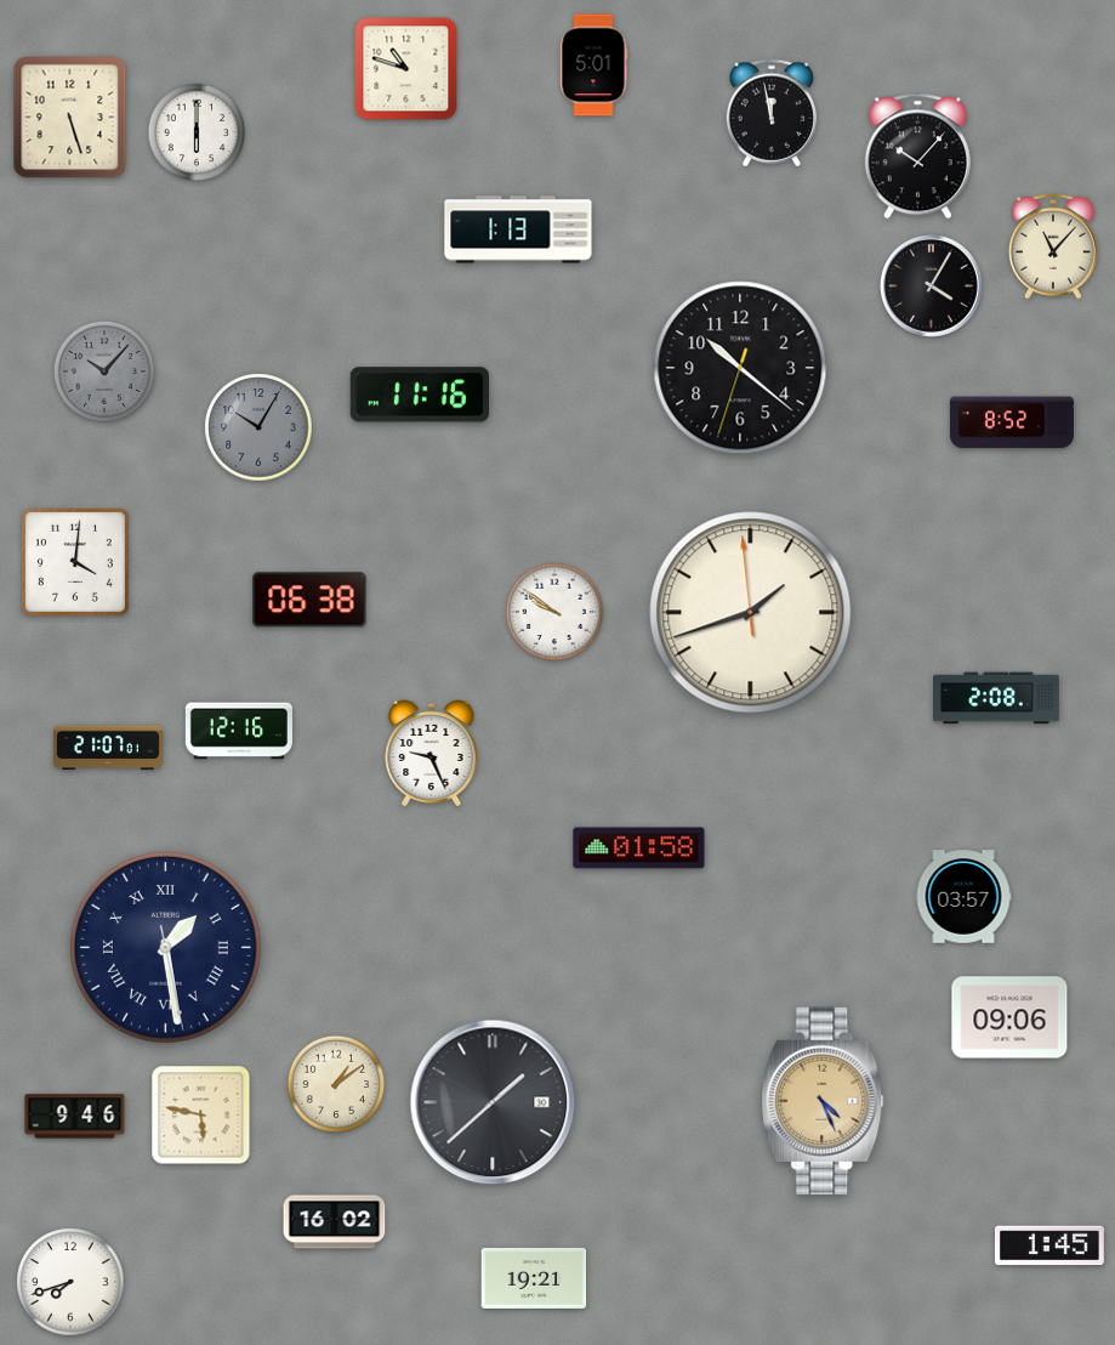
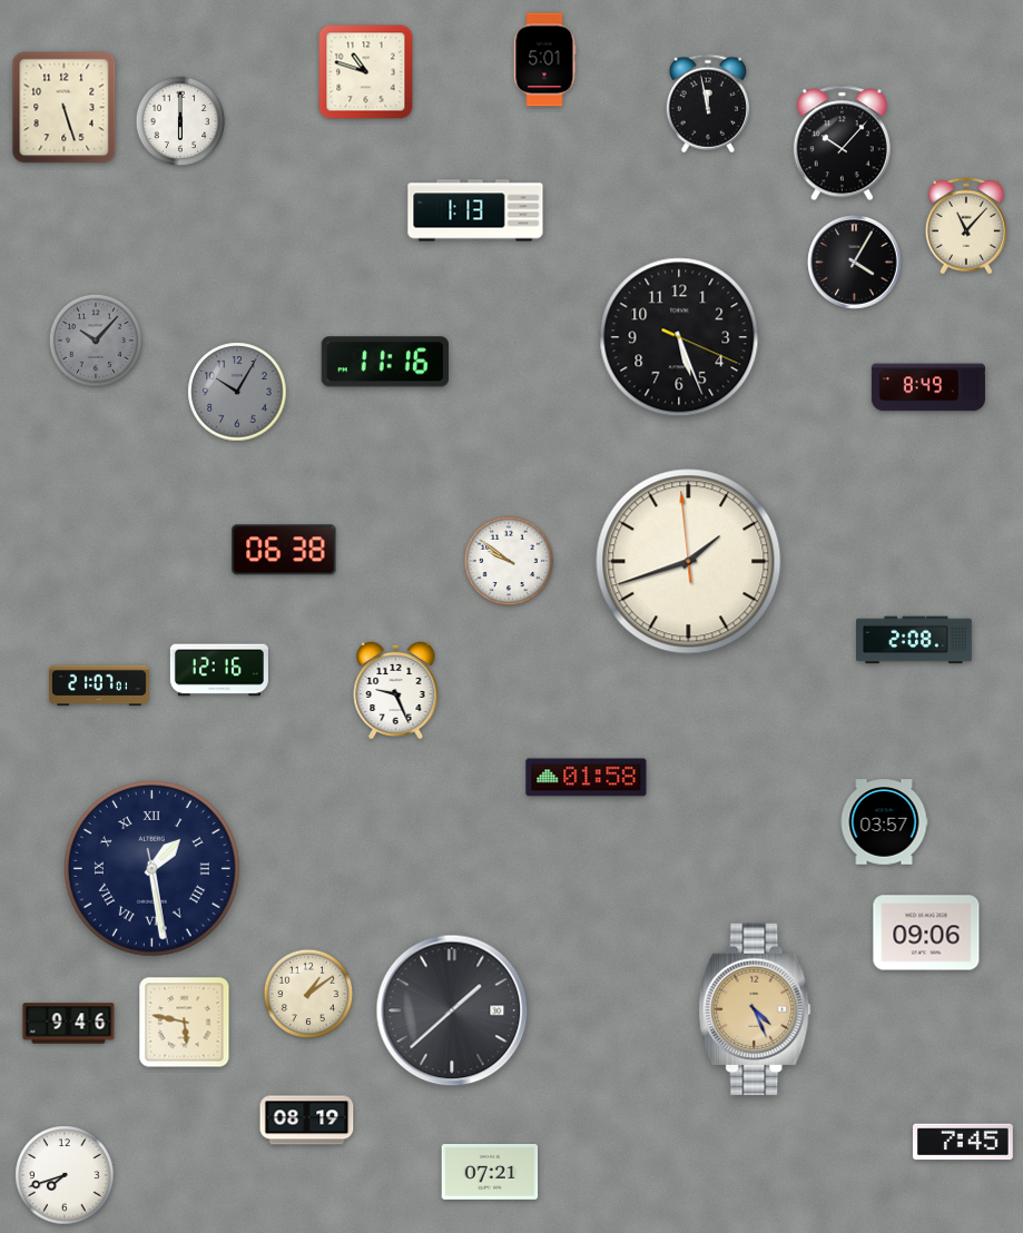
clock at (406, 69) position: (406, 69) -> (366, 72)
clock at (740, 368): 10:21 -> 5:26
clock at (1012, 422): 8:52 -> 8:49
clock at (75, 562): 4:01 -> none
clock at (335, 1222): 16:02 -> 08:19
clock at (1049, 1245): 1:45 -> 7:45
clock at (534, 1278): 19:21 -> 07:21
